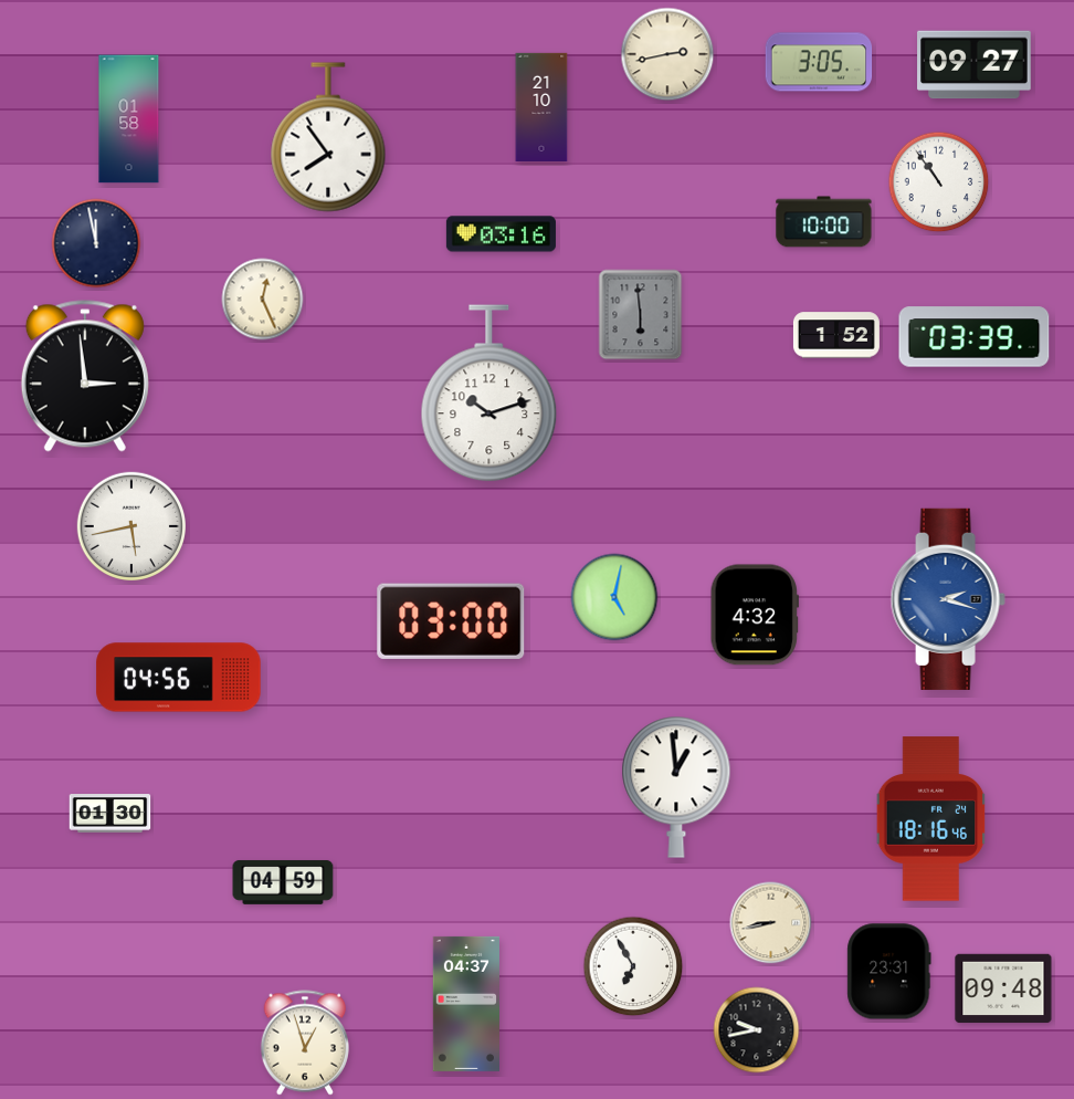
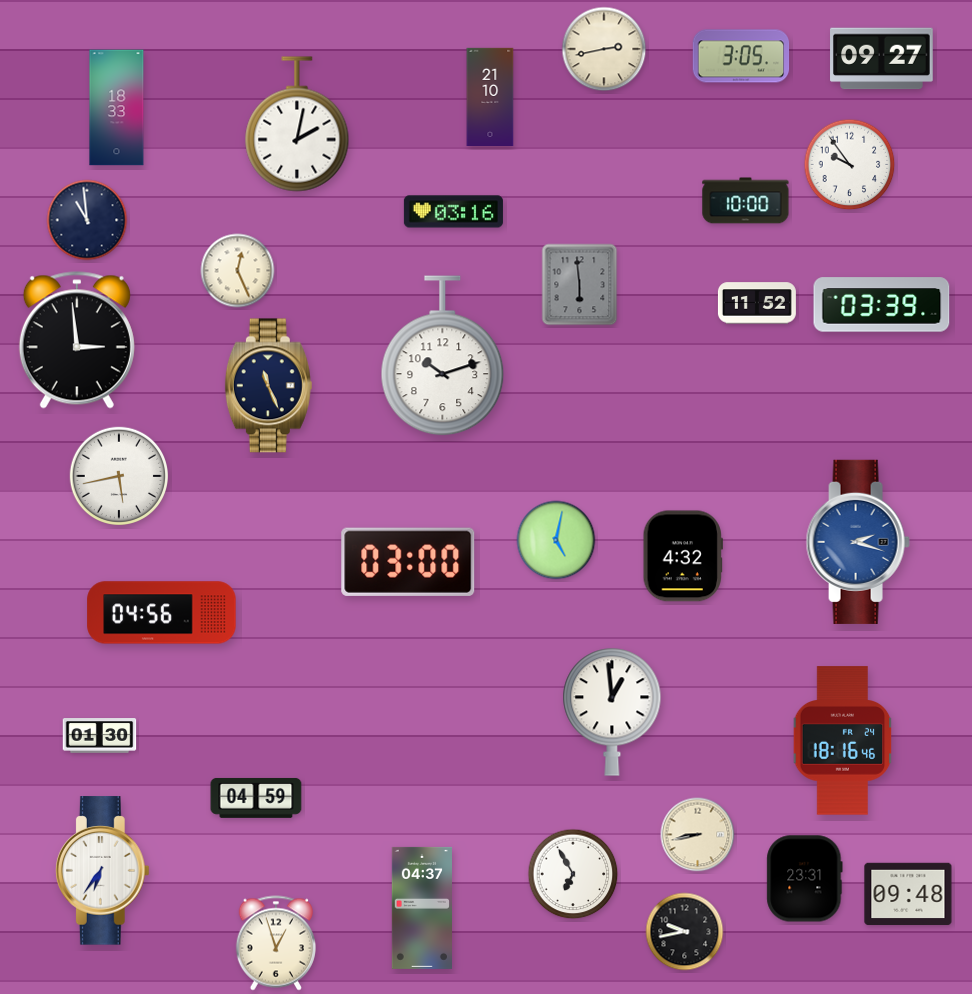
clock at (129, 119): 01:58 -> 18:33
clock at (328, 137): 7:54 -> 2:02
clock at (939, 182): 10:54 -> 9:54
clock at (96, 243): 11:58 -> 10:59
clock at (836, 335): 1:52 -> 11:52
clock at (268, 386): none -> 11:26
clock at (102, 871): none -> 6:36
